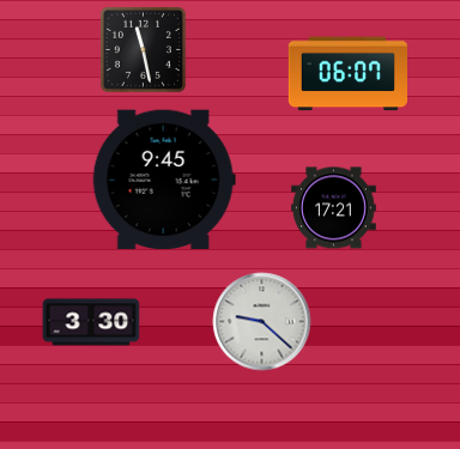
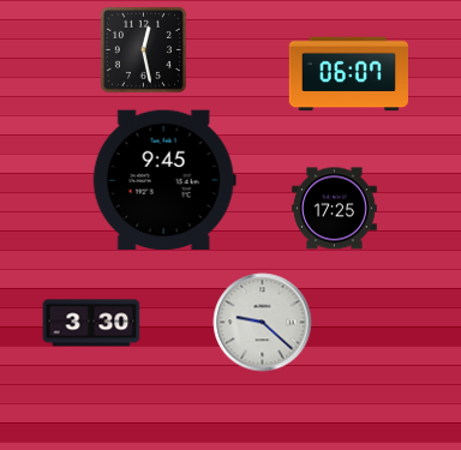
clock at (143, 49): 11:28 -> 12:28
clock at (334, 208): 17:21 -> 17:25
